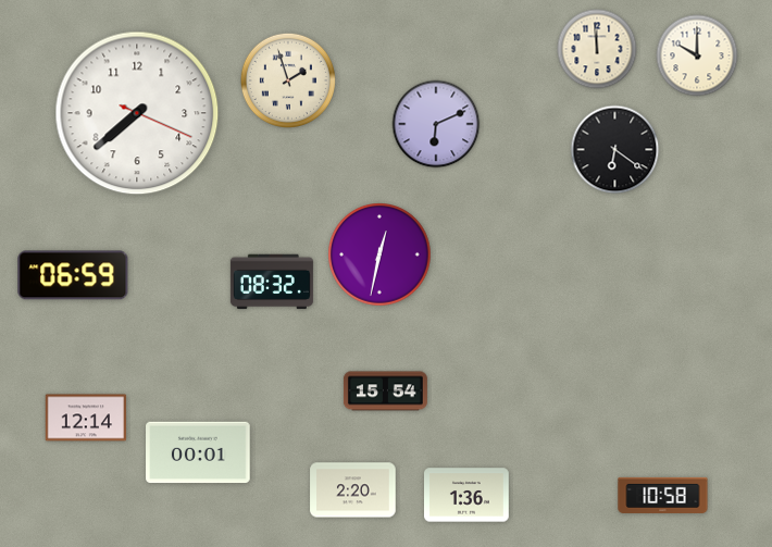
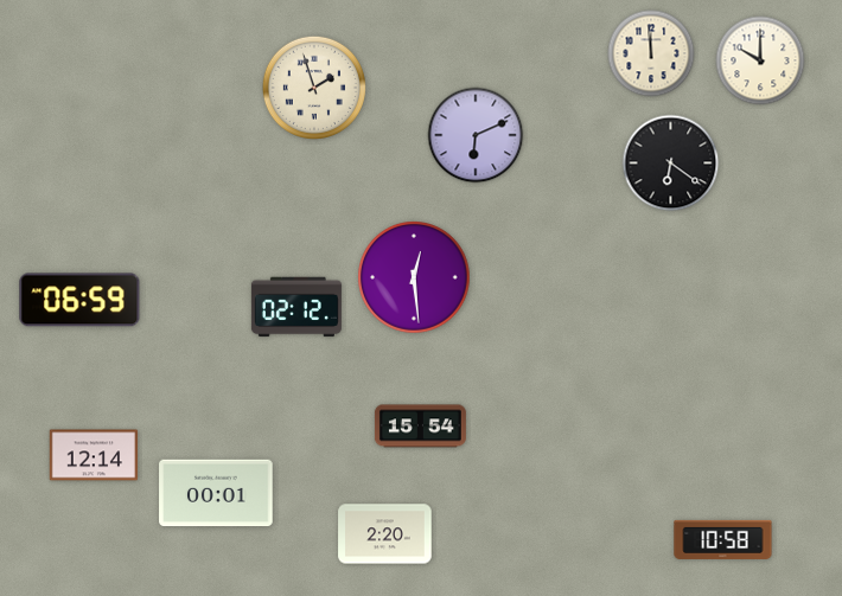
clock at (137, 113): 7:38 -> none
clock at (379, 254): 12:32 -> 12:29
clock at (272, 282): 08:32 -> 02:12
clock at (468, 495): 1:36 -> none
